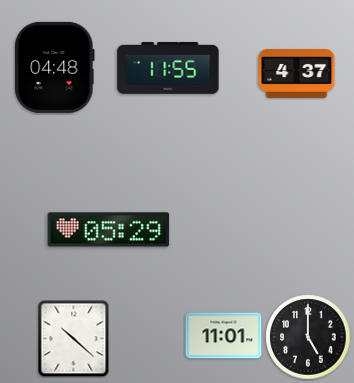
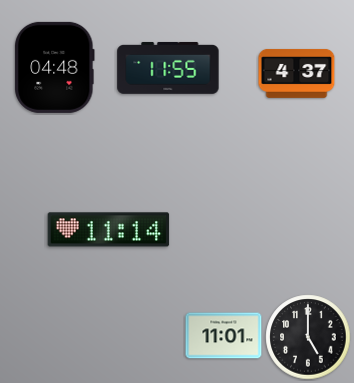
clock at (109, 230): 05:29 -> 11:14
clock at (74, 338): 10:22 -> none
